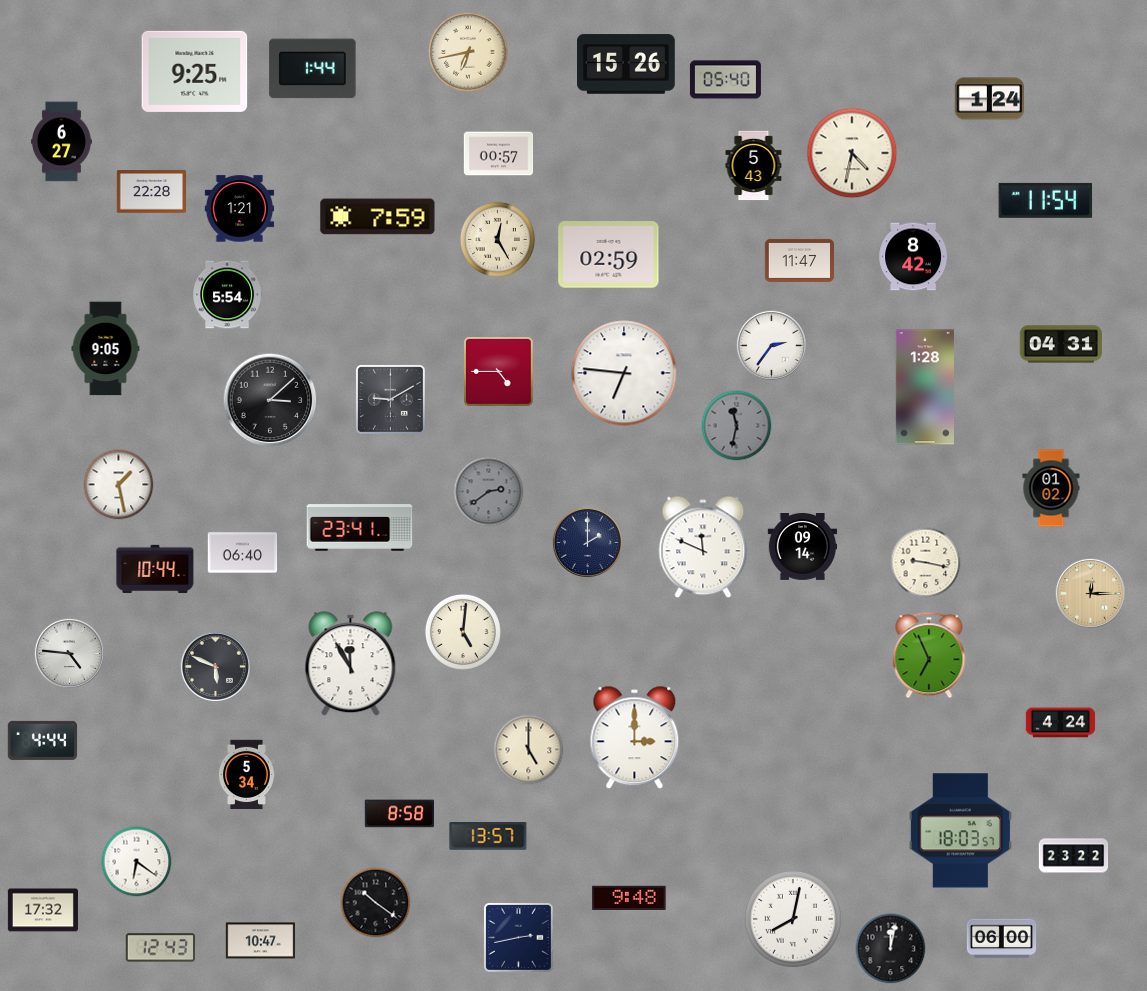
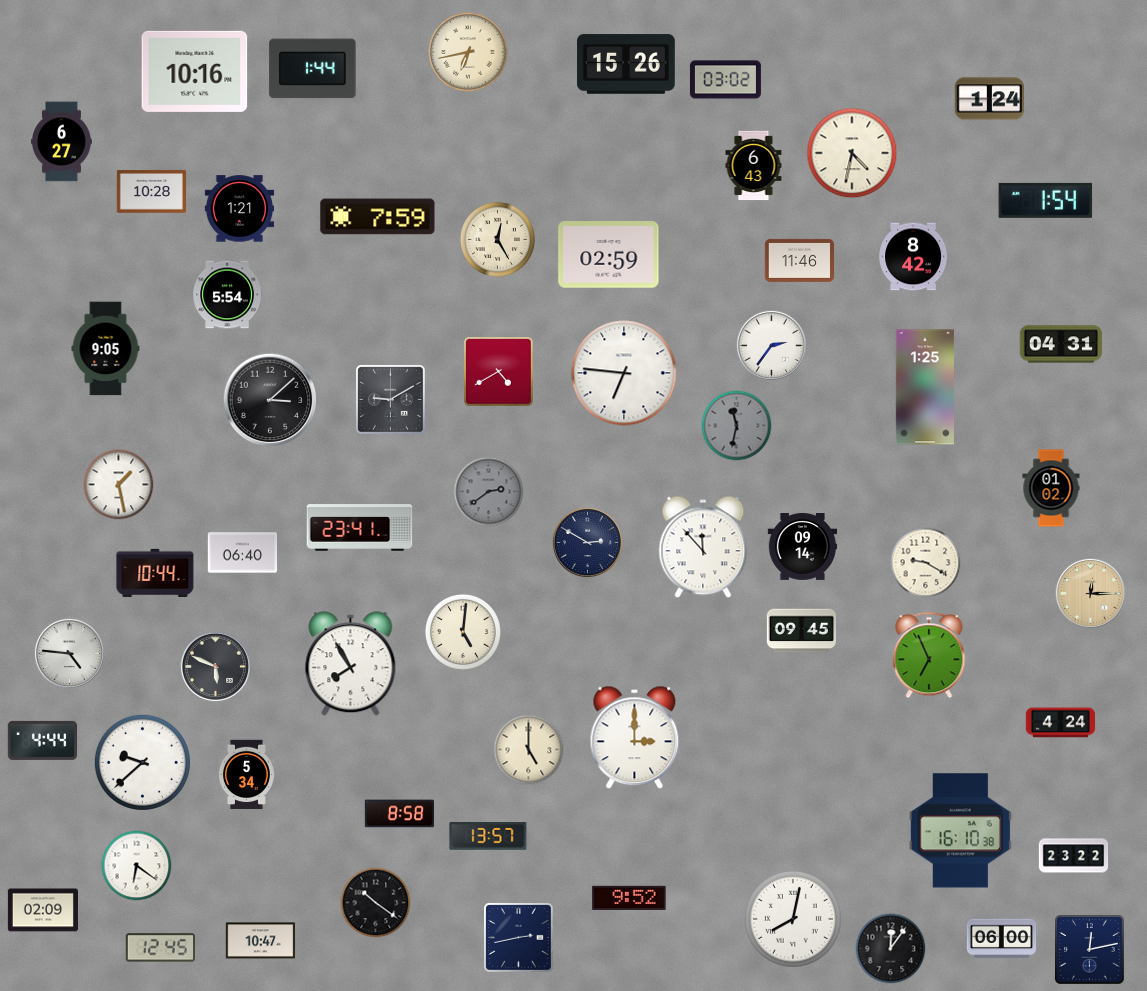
clock at (195, 71): 9:25 -> 10:16
clock at (725, 80): 05:40 -> 03:02
clock at (499, 154): 00:57 -> none
clock at (754, 166): 5:43 -> 6:43
clock at (152, 192): 22:28 -> 10:28
clock at (1046, 200): 11:54 -> 1:54
clock at (800, 260): 11:47 -> 11:46
clock at (499, 372): 4:45 -> 4:40
clock at (925, 387): 1:28 -> 1:25
clock at (587, 542): 2:00 -> 2:50
clock at (703, 547): 11:49 -> 11:53
clock at (926, 563): 9:17 -> 9:20
clock at (155, 569) position: (155, 569) -> (155, 573)
clock at (802, 631): none -> 09:45
clock at (351, 664): 11:55 -> 7:55
clock at (142, 762): none -> 9:38
clock at (960, 831): 18:03 -> 16:10
clock at (137, 862) position: (137, 862) -> (137, 866)
clock at (629, 898): 9:48 -> 9:52
clock at (43, 910): 17:32 -> 02:09
clock at (160, 948): 12:43 -> 12:45
clock at (891, 949): 12:02 -> 12:06
clock at (1090, 950): none -> 12:13
